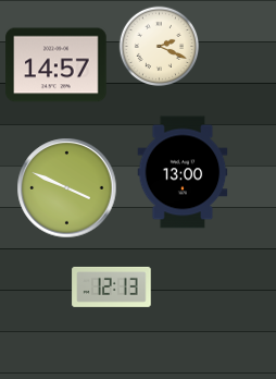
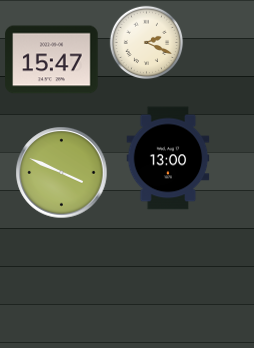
clock at (57, 65): 14:57 -> 15:47
clock at (112, 286): 12:13 -> none
